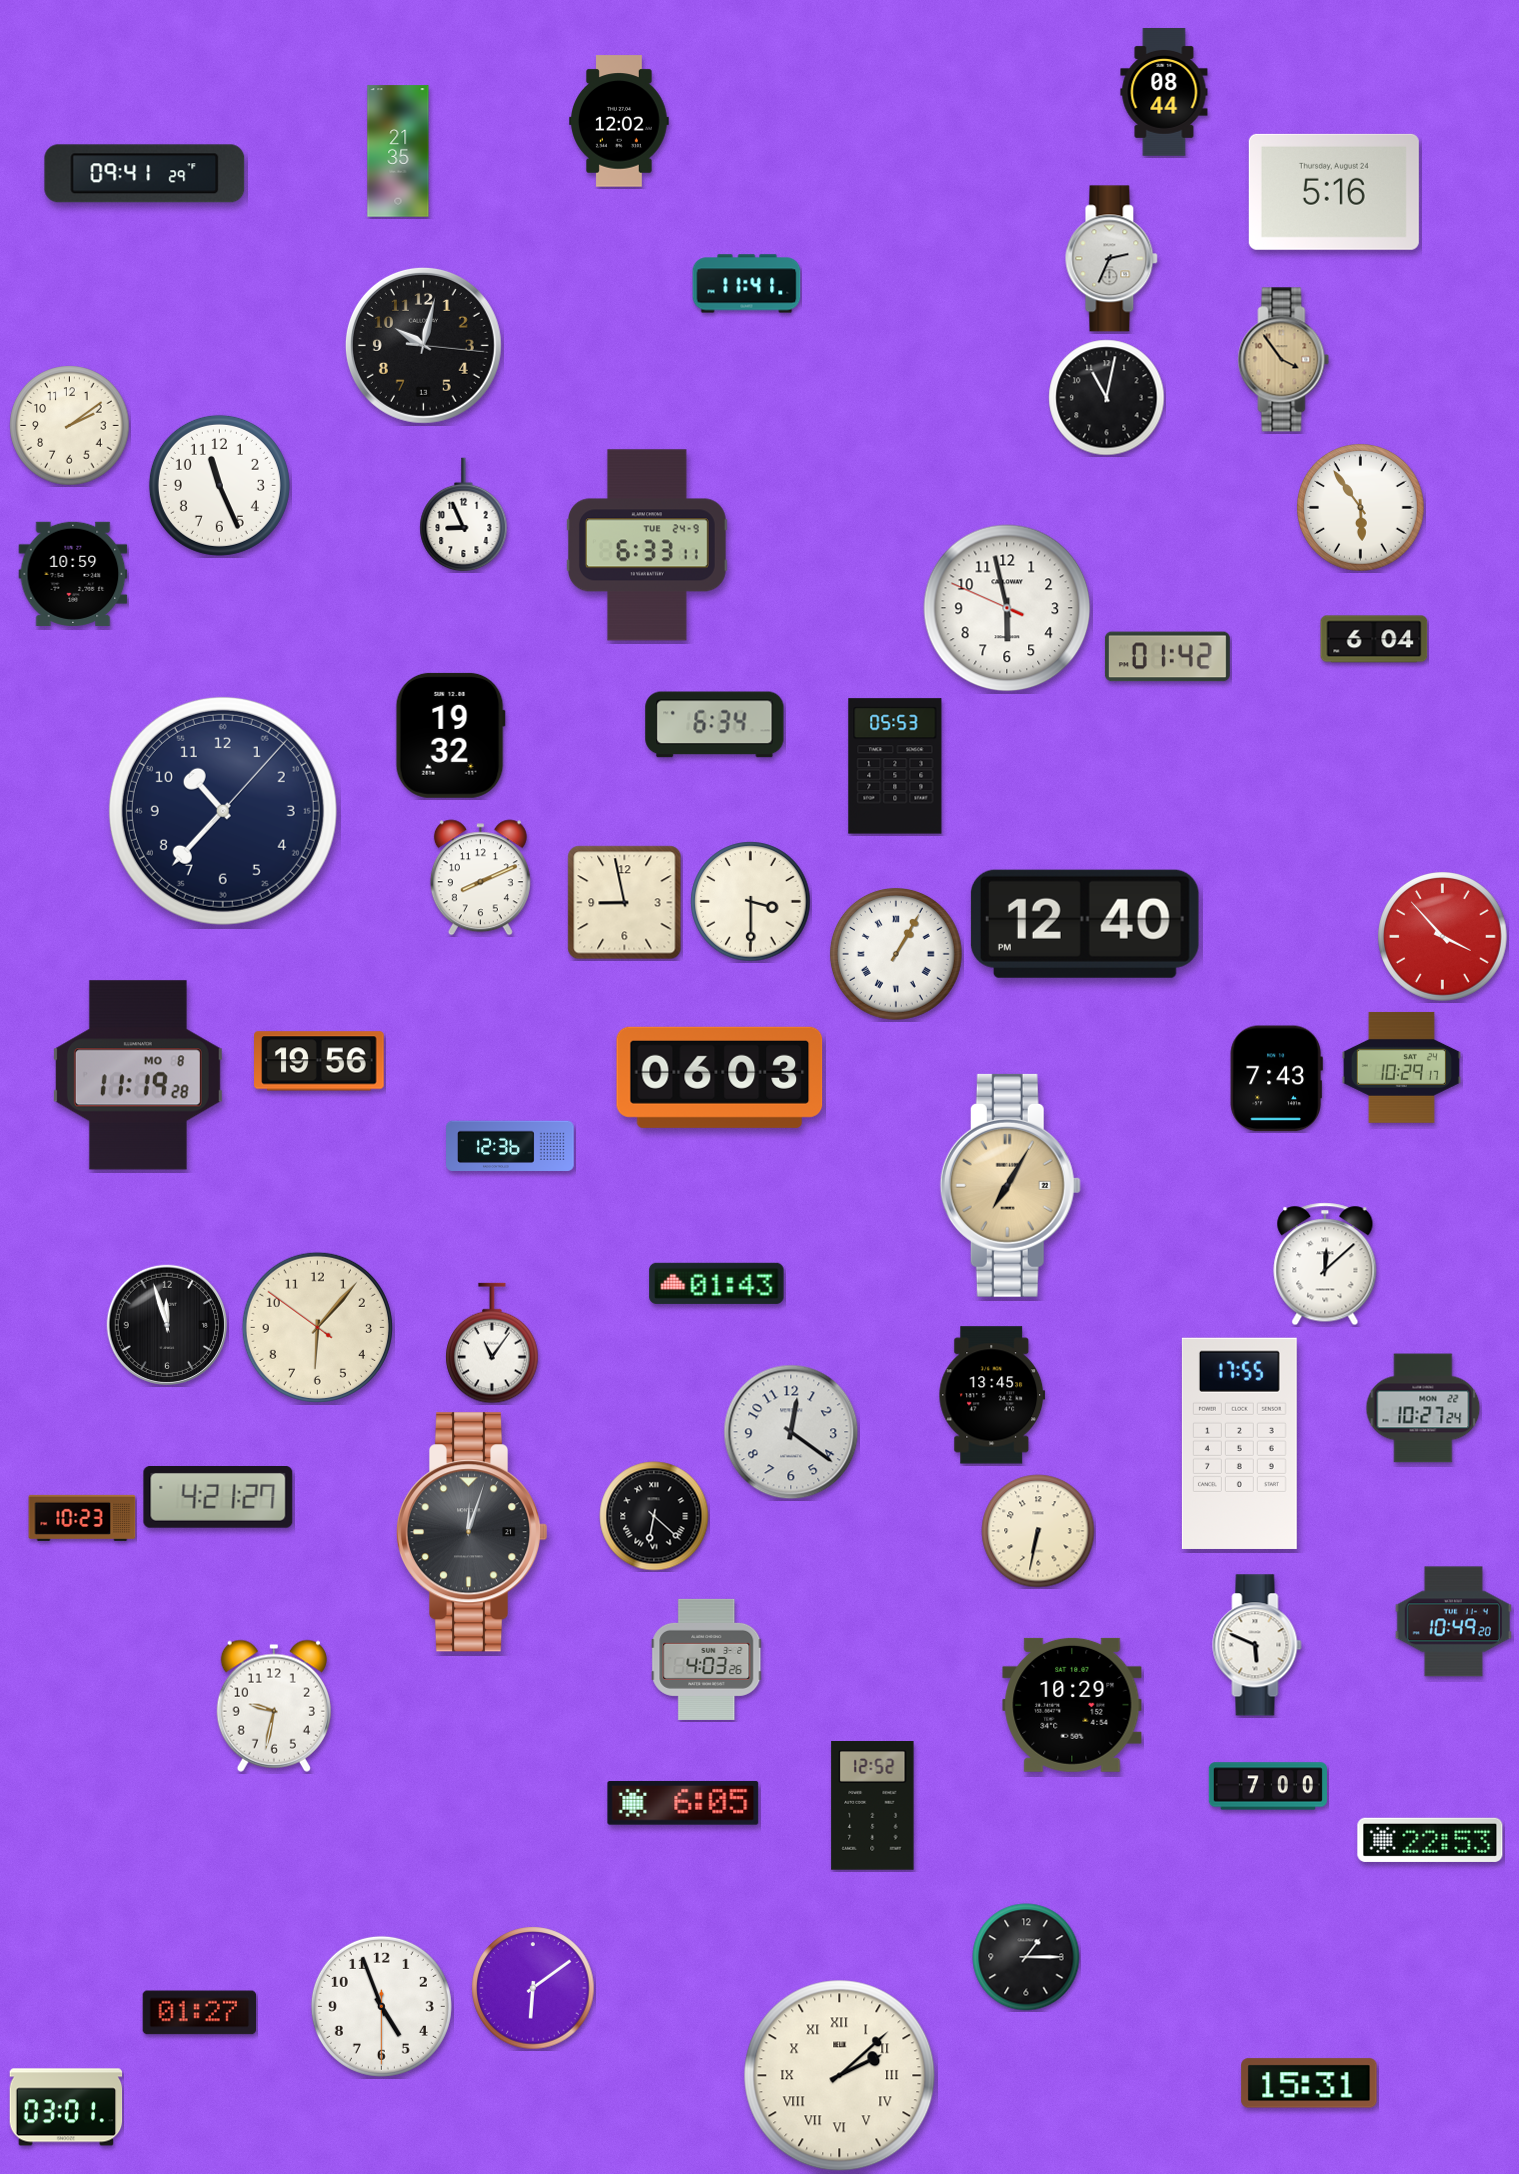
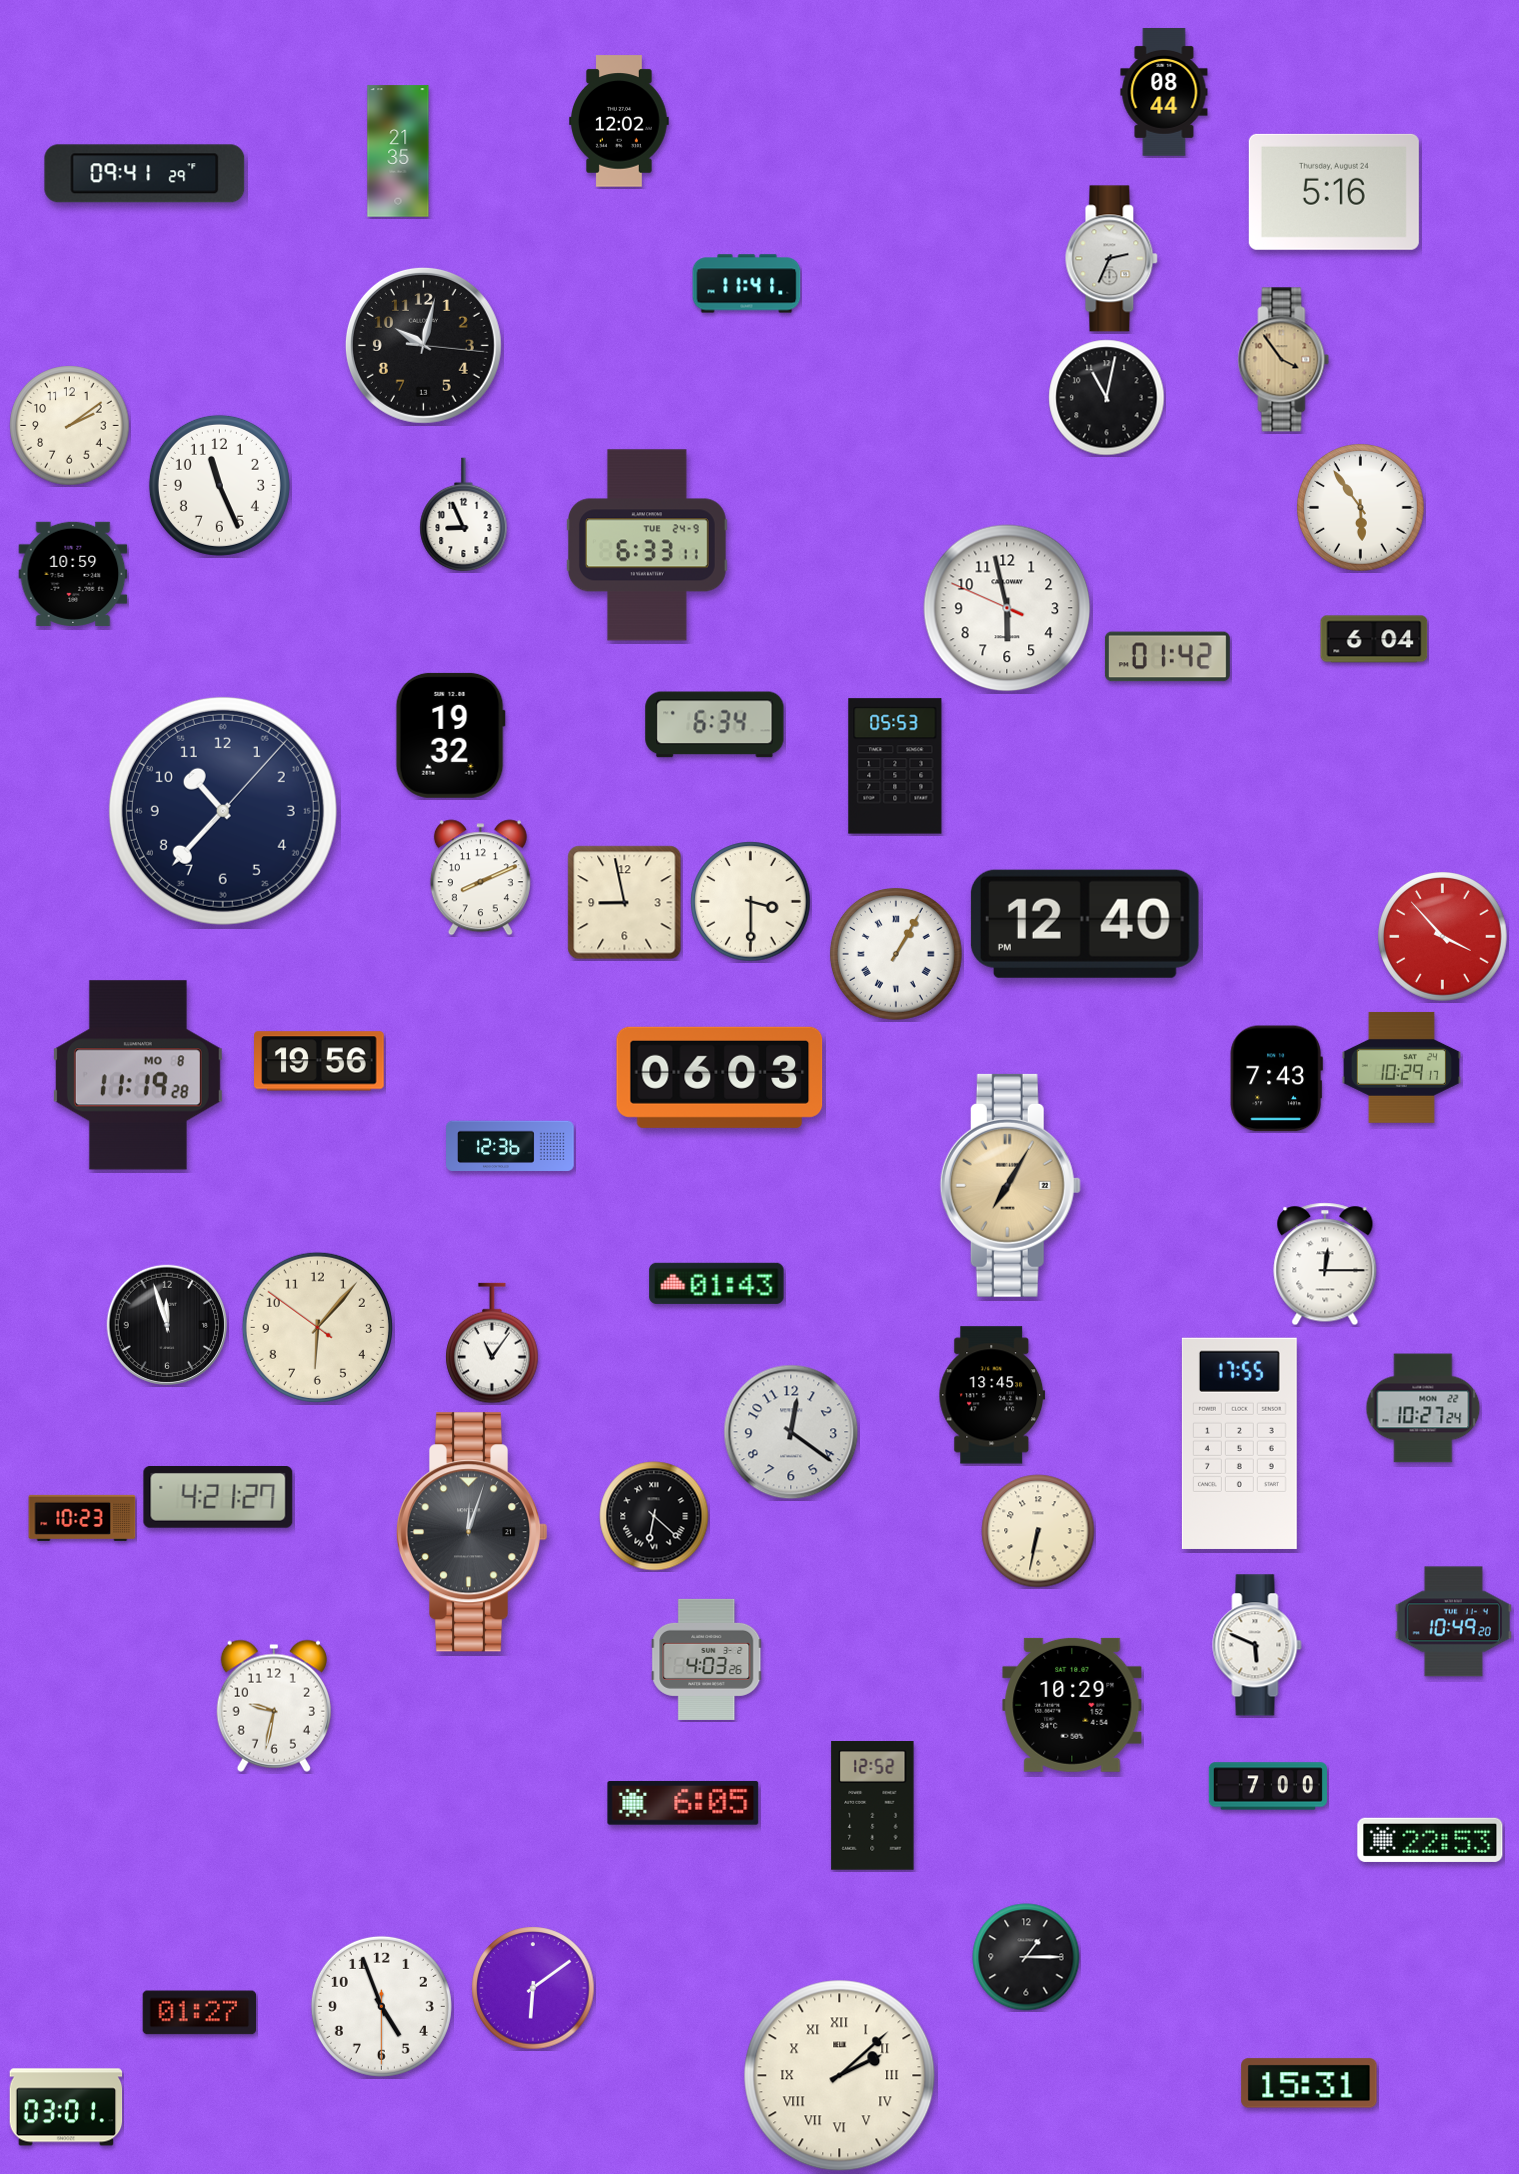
clock at (1325, 1264): 12:08 -> 12:15
